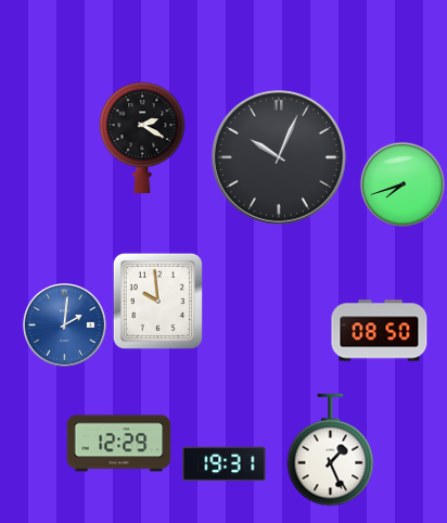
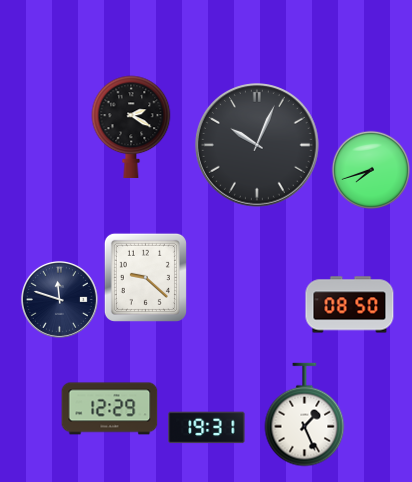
clock at (157, 301): 9:59 -> 9:22
clock at (64, 324): 2:01 -> 11:48
clock at (64, 324) dial: blue -> navy
